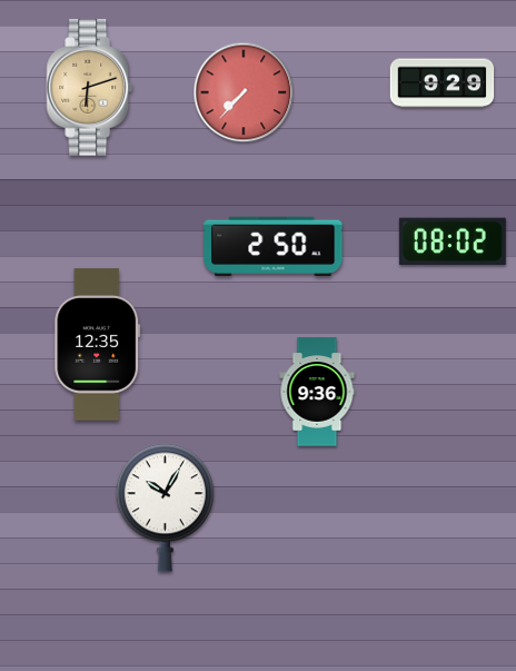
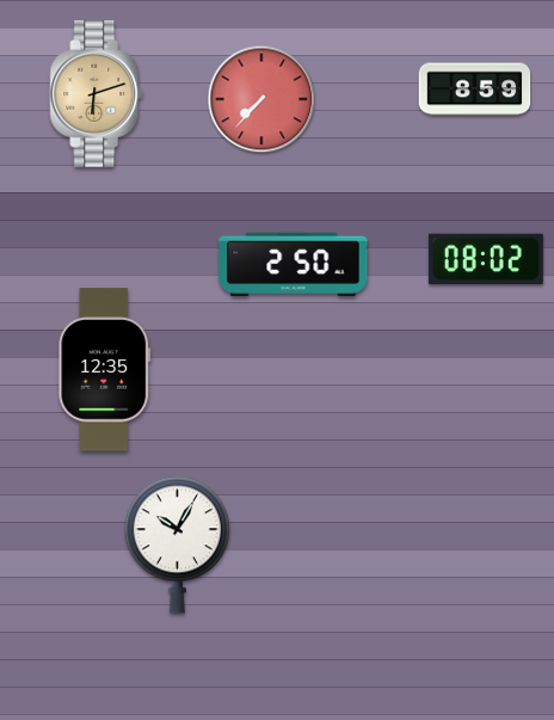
clock at (443, 83): 9:29 -> 8:59
clock at (317, 392): 9:36 -> none
